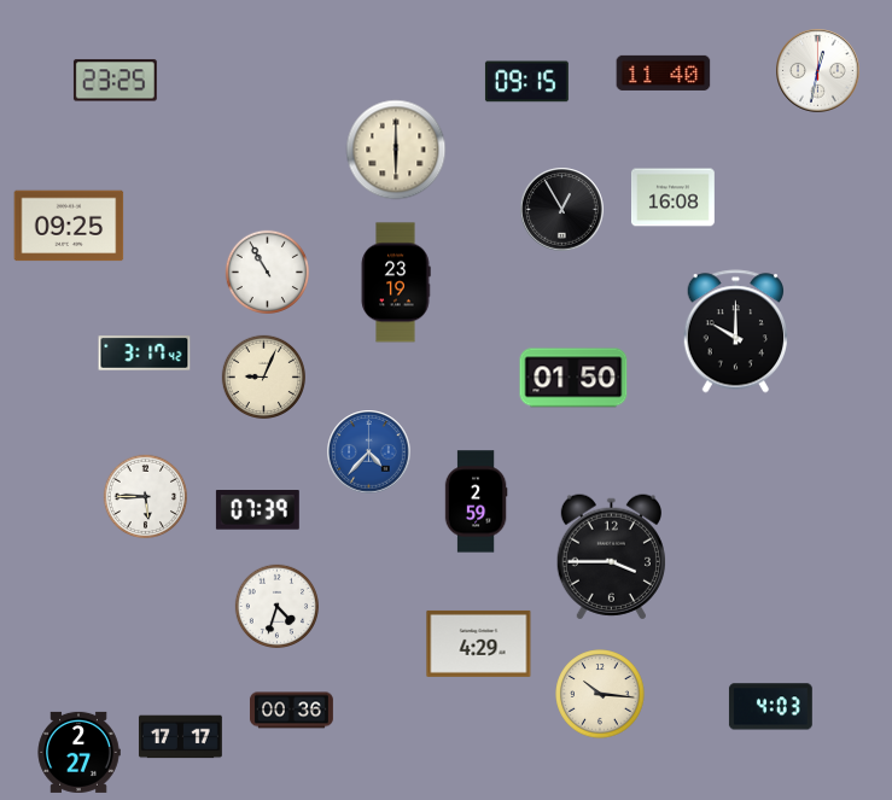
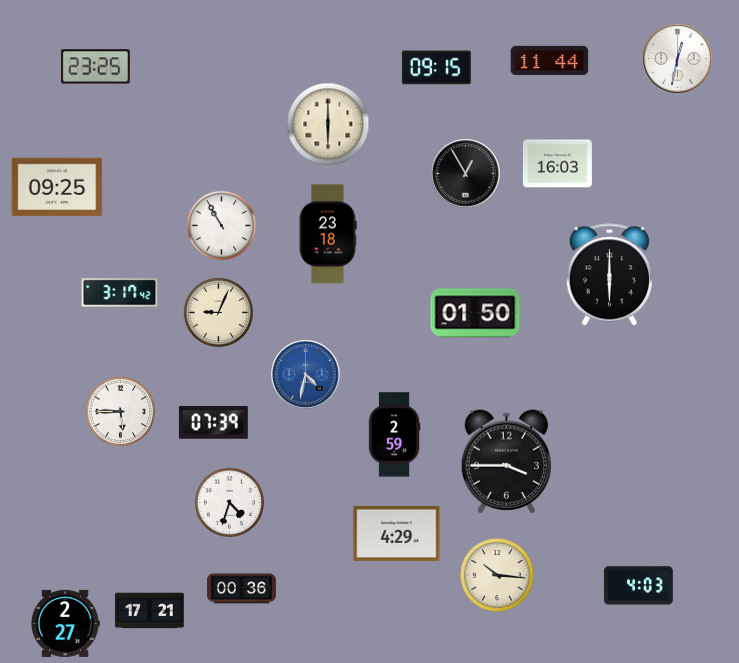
clock at (664, 72): 11:40 -> 11:44
clock at (672, 198): 16:08 -> 16:03
clock at (396, 282): 23:19 -> 23:18
clock at (736, 332): 10:00 -> 6:00
clock at (369, 452): 4:37 -> 4:32
clock at (476, 502) position: (476, 502) -> (394, 435)
clock at (180, 737): 17:17 -> 17:21
